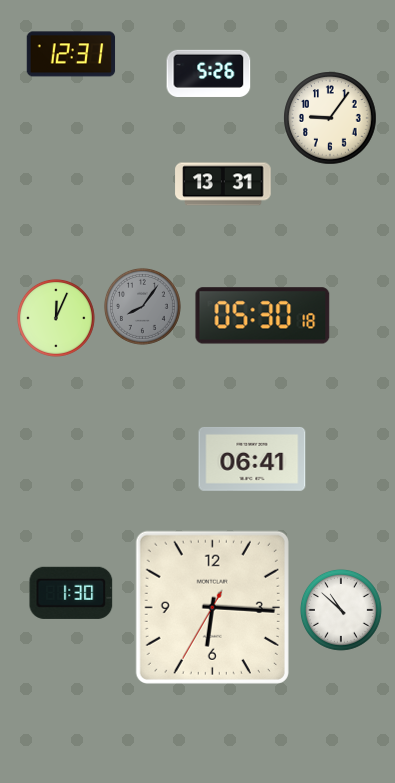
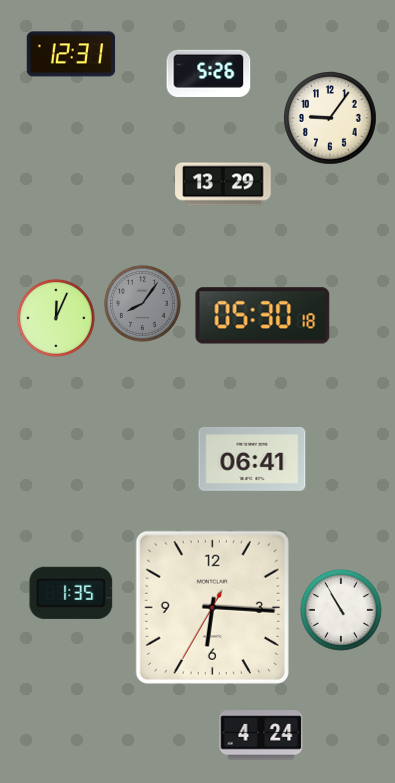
clock at (223, 184): 13:31 -> 13:29
clock at (142, 306) position: (142, 306) -> (142, 303)
clock at (71, 593): 1:30 -> 1:35
clock at (341, 610): 10:52 -> 10:55
clock at (261, 735): none -> 4:24
